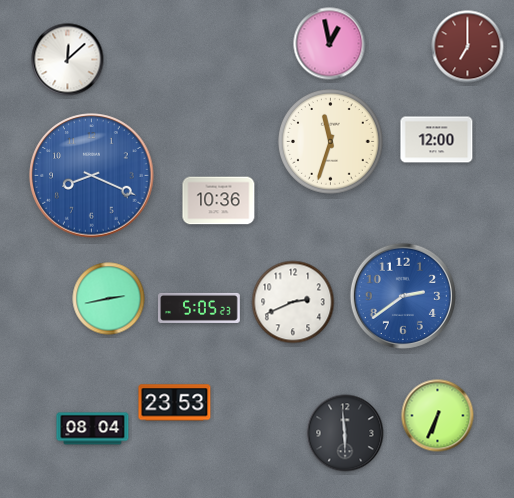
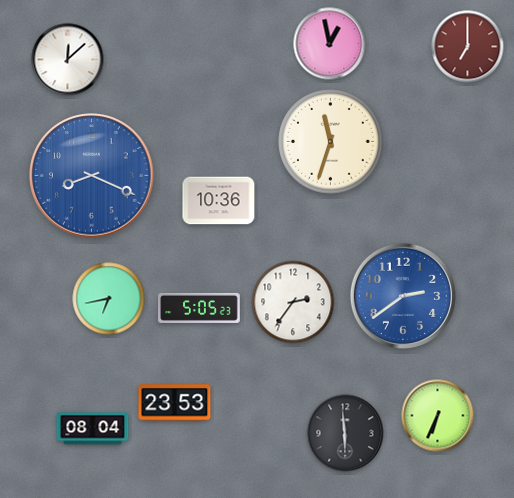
clock at (437, 140): 12:00 -> none
clock at (109, 299): 2:43 -> 6:43
clock at (293, 302): 2:41 -> 2:36
